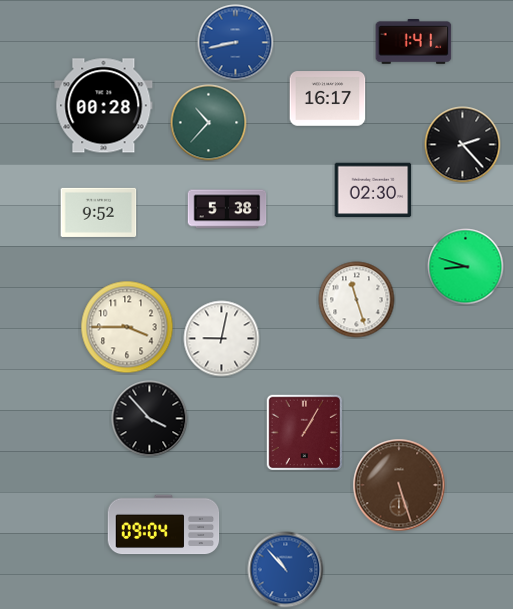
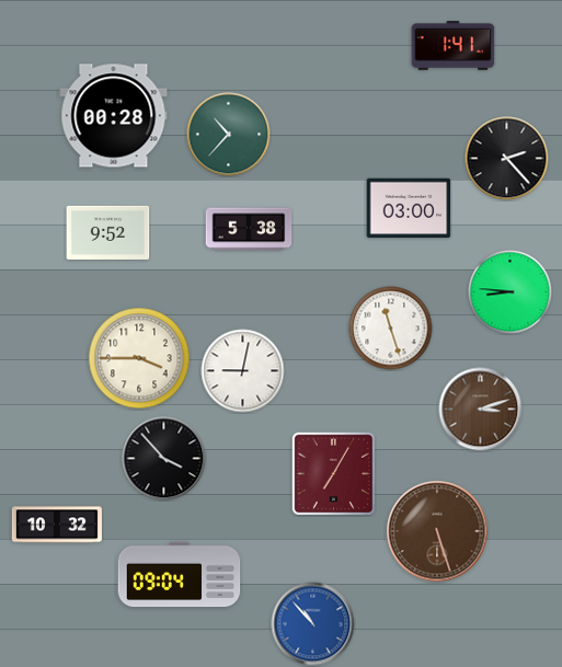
clock at (236, 43): 8:43 -> none
clock at (328, 99): 16:17 -> none
clock at (373, 190): 02:30 -> 03:00
clock at (466, 267): 8:48 -> 8:46
clock at (481, 410): none -> 3:12
clock at (304, 432): 1:05 -> 7:05
clock at (57, 525): none -> 10:32
